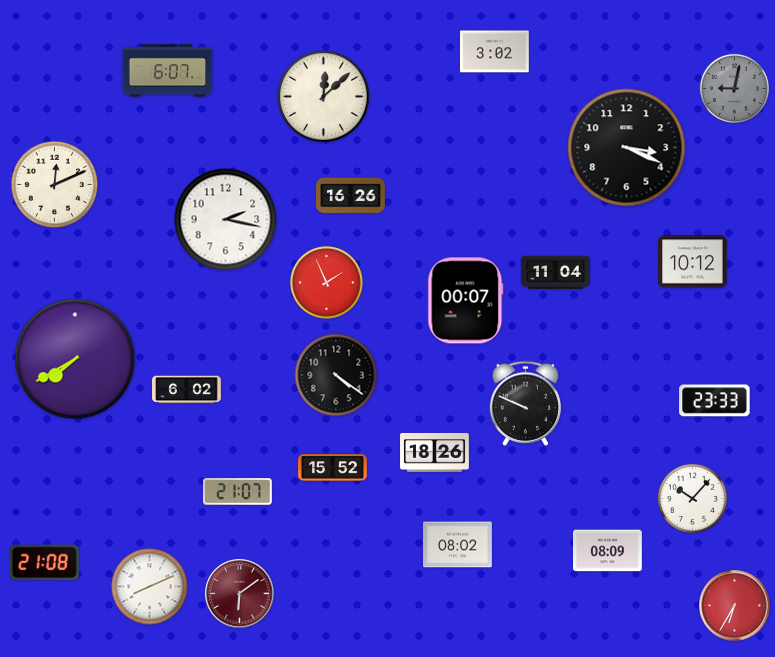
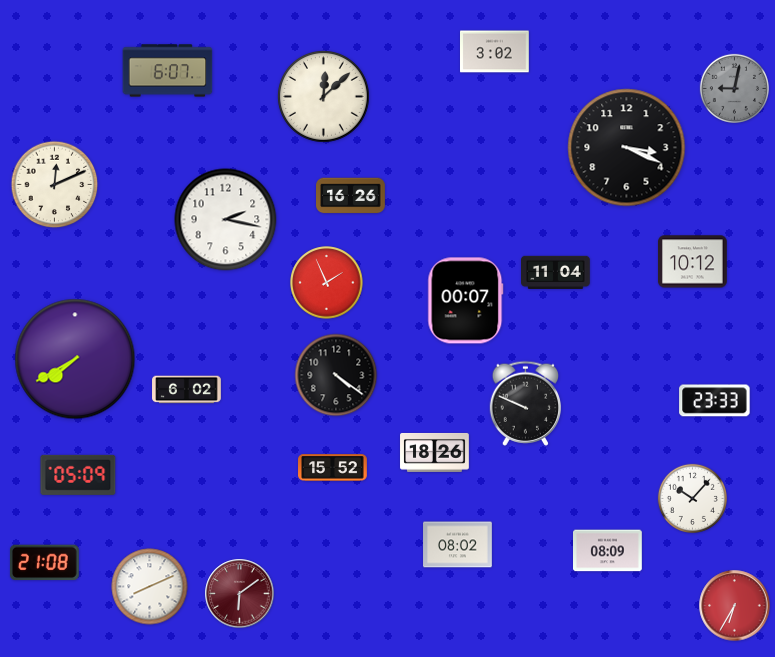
clock at (78, 475): none -> 05:09
clock at (238, 492): 21:07 -> none
